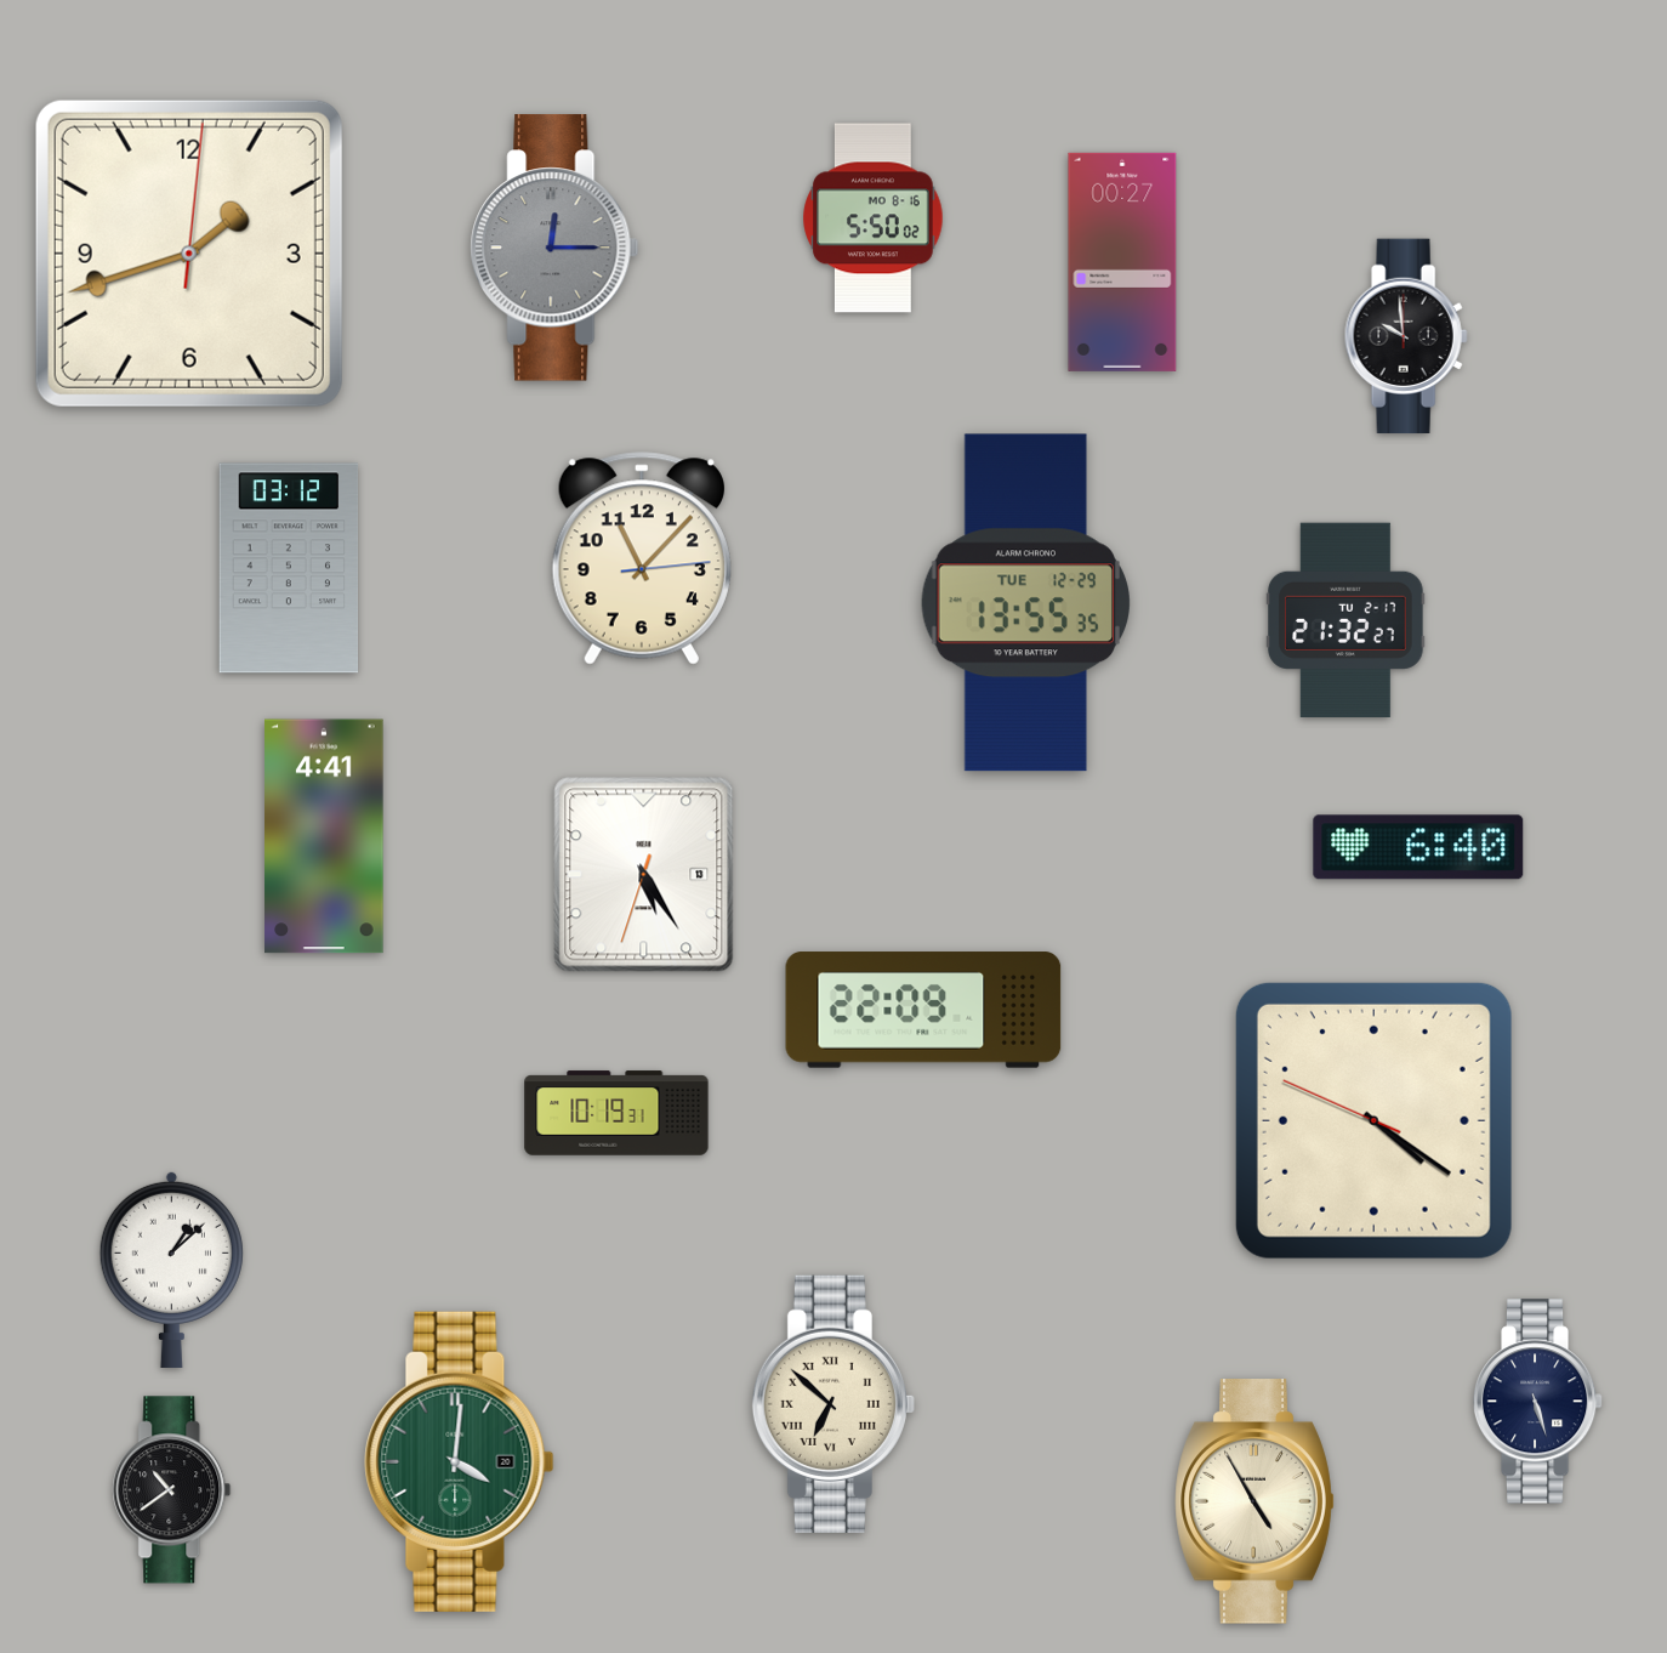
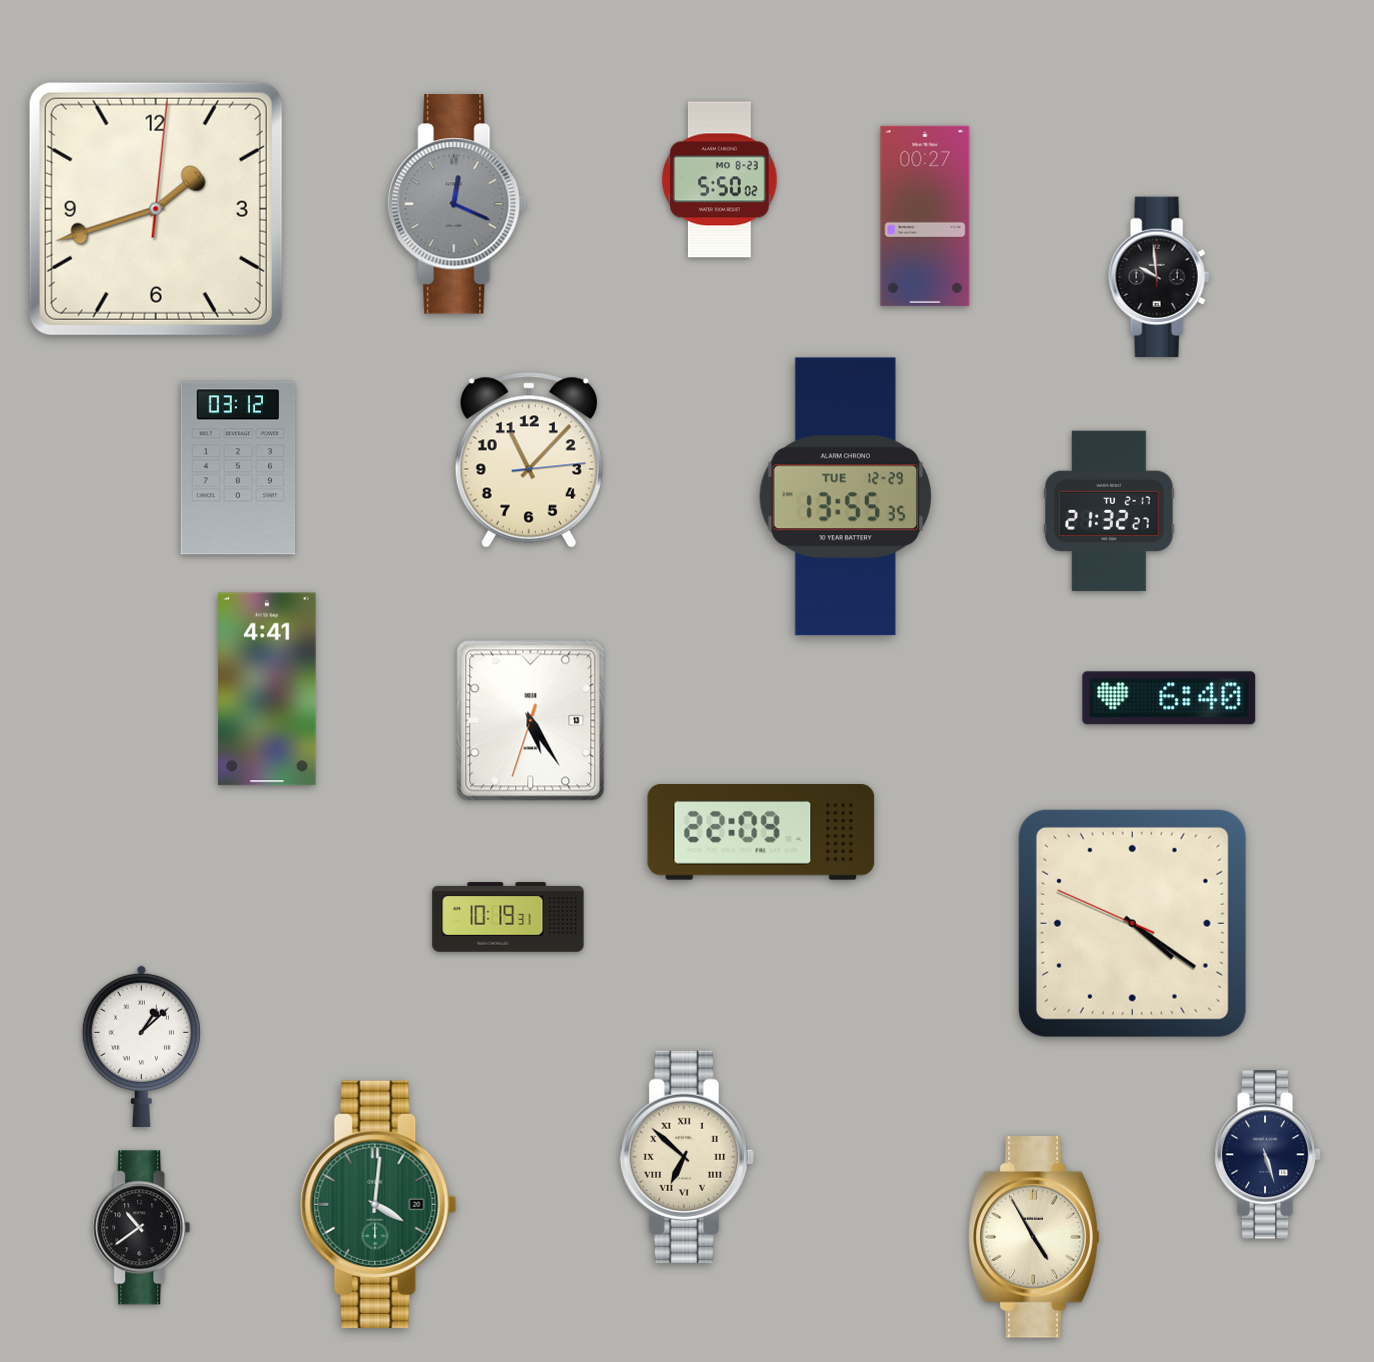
clock at (874, 218) date: MO 8-16 -> MO 8-23
clock at (554, 248): 12:15 -> 12:19
